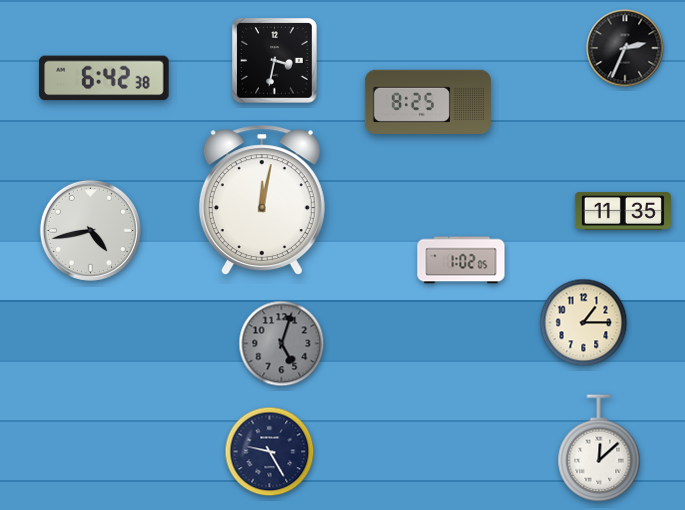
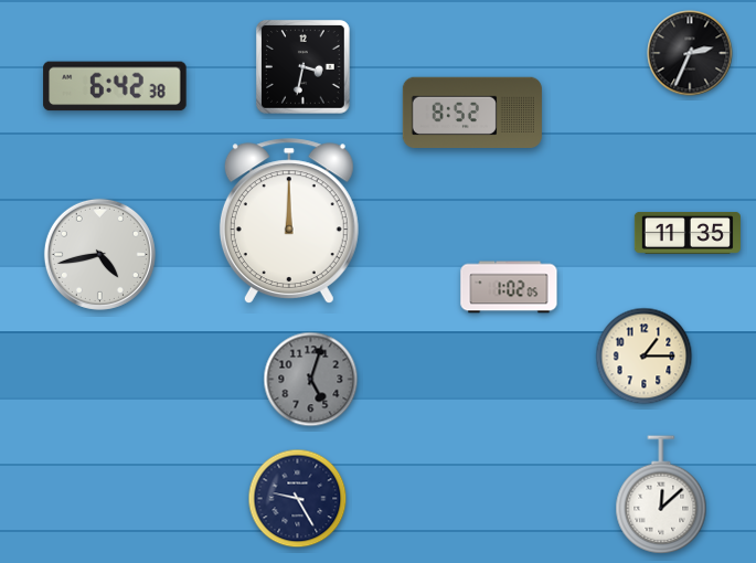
clock at (428, 101): 8:25 -> 8:52
clock at (262, 200): 12:02 -> 12:00
